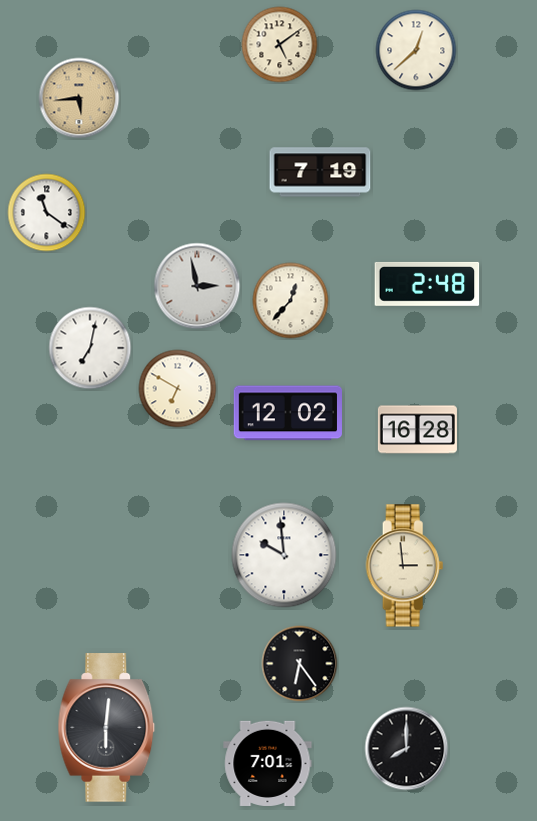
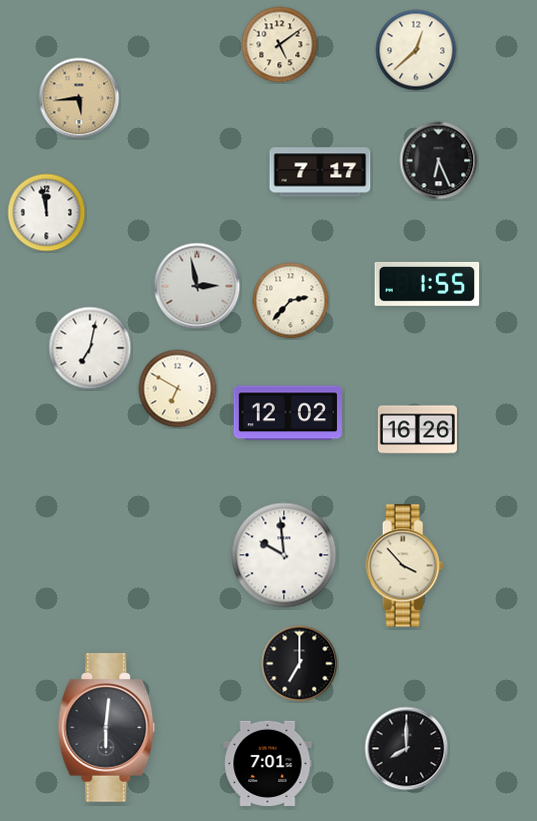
clock at (439, 161): none -> 6:26
clock at (320, 172): 7:19 -> 7:17
clock at (47, 213): 11:21 -> 11:58
clock at (427, 284): 2:48 -> 1:55
clock at (291, 301): 12:37 -> 2:37
clock at (417, 430): 16:28 -> 16:26
clock at (405, 566): 2:59 -> 3:53
clock at (300, 664): 6:24 -> 7:00
